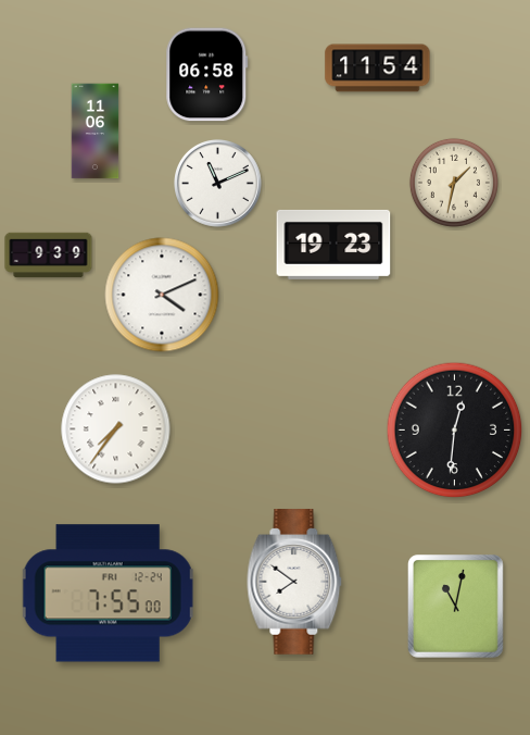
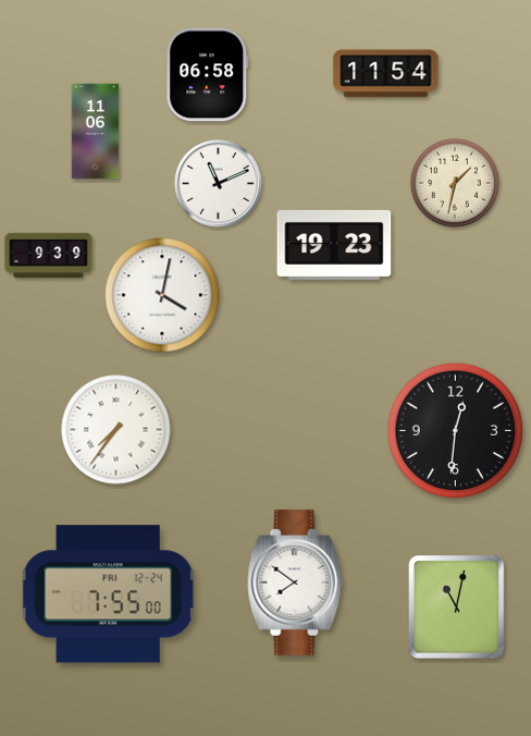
clock at (378, 68) position: (378, 68) -> (386, 74)
clock at (162, 295): 4:11 -> 4:02
